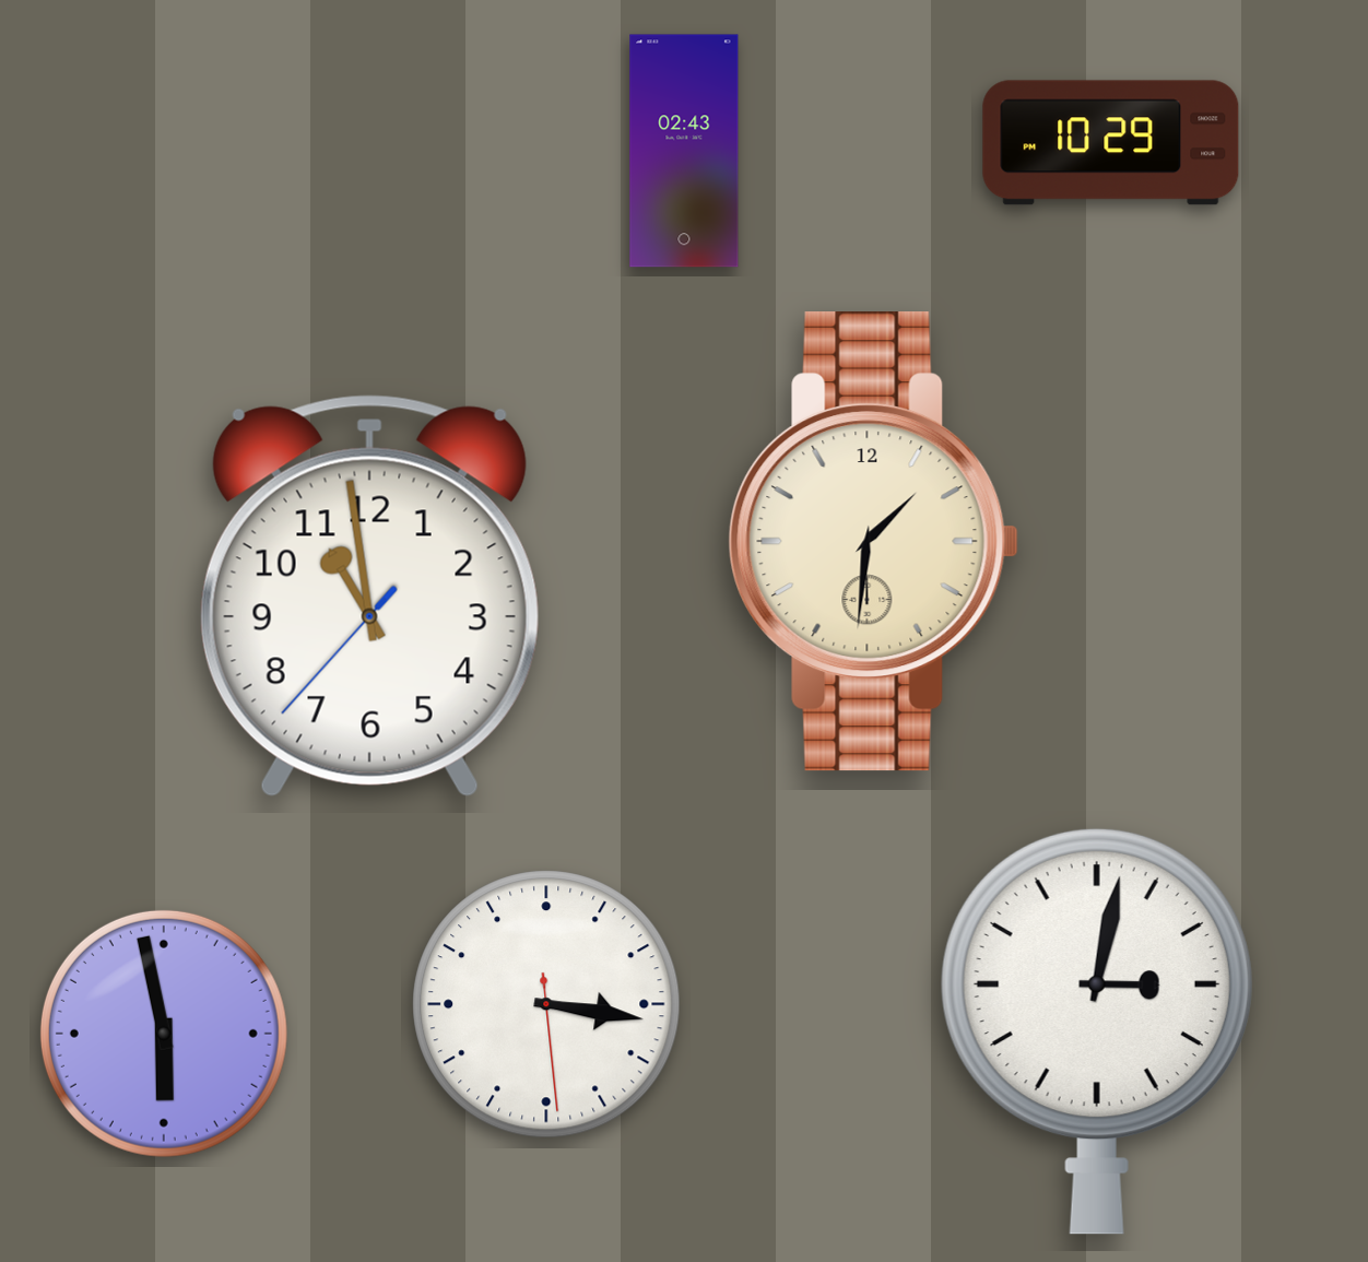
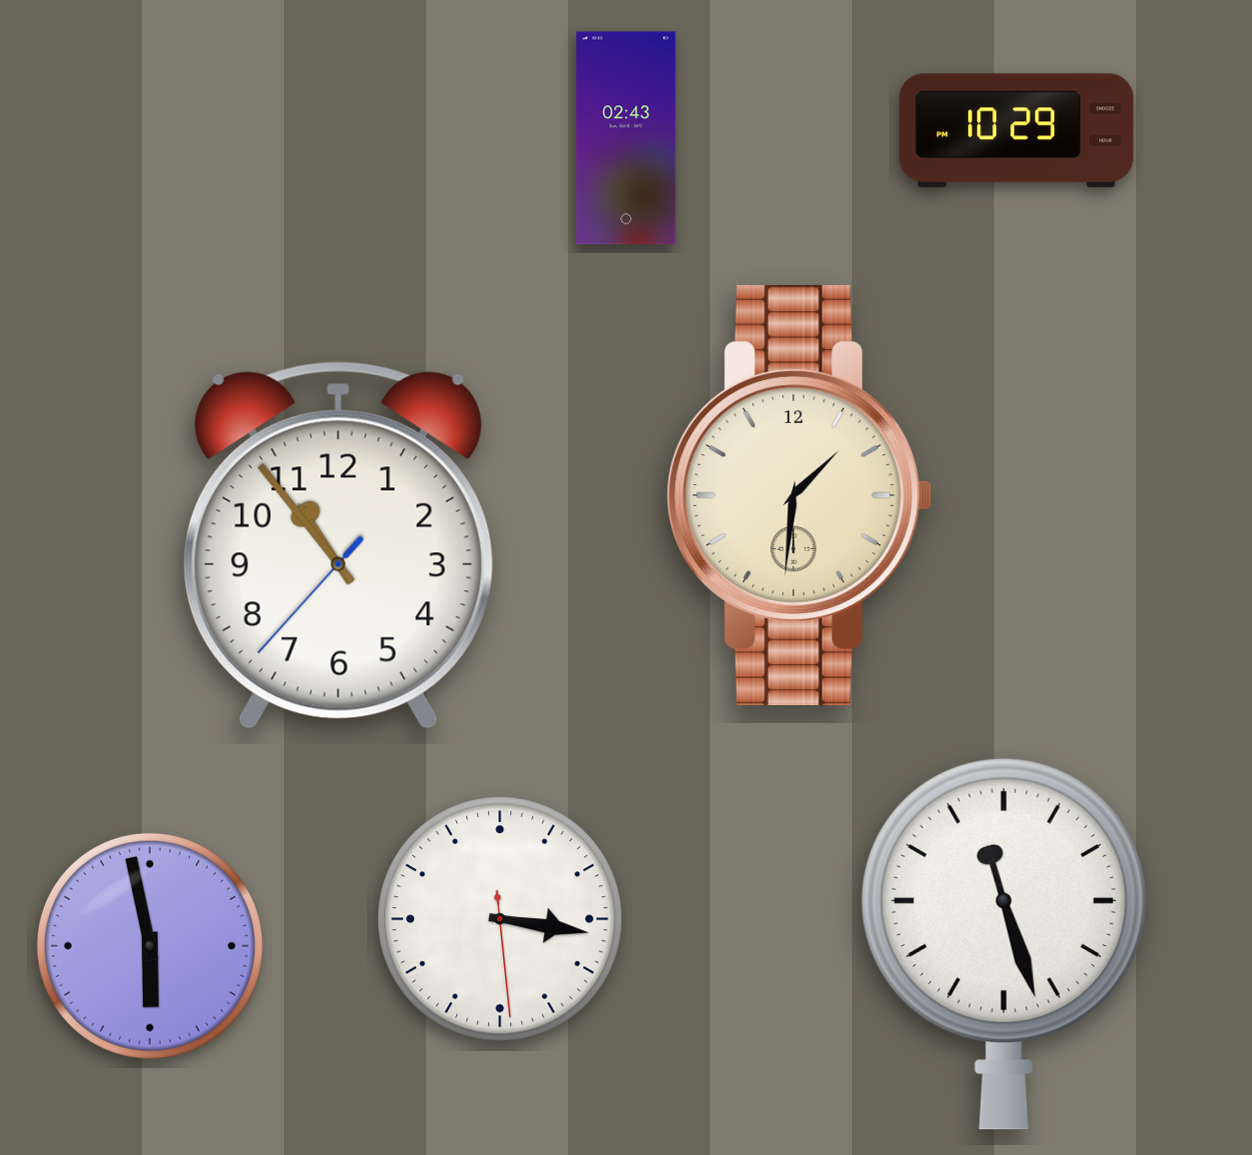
clock at (369, 595): 10:58 -> 10:53
clock at (1097, 1031): 3:02 -> 11:27
